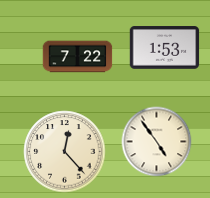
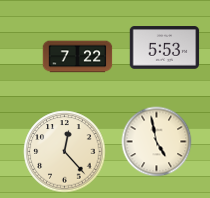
clock at (165, 48): 1:53 -> 5:53
clock at (157, 142): 4:54 -> 4:58
